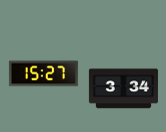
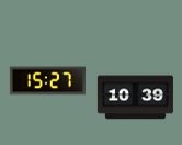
clock at (123, 89): 3:34 -> 10:39
